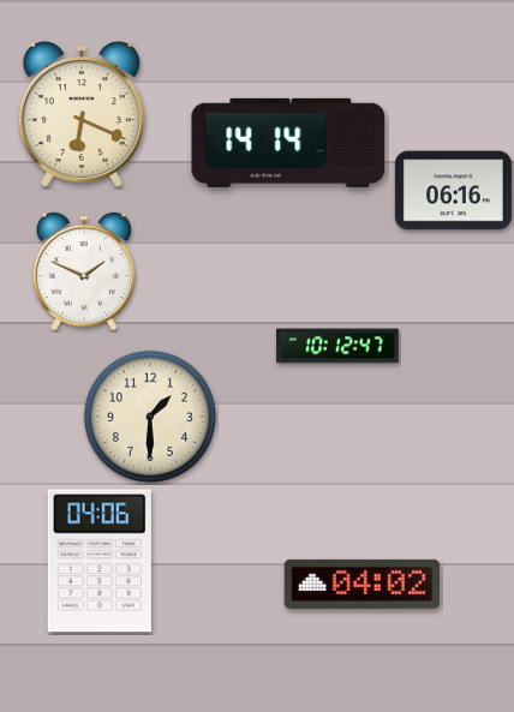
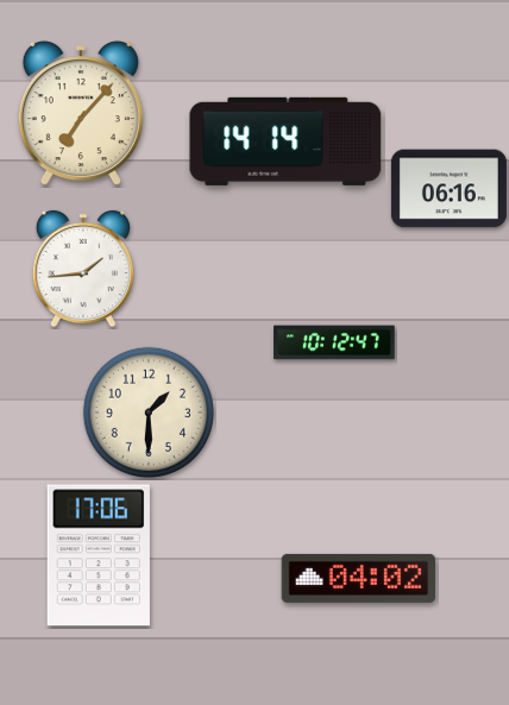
clock at (82, 115): 6:19 -> 7:07
clock at (84, 271): 1:49 -> 1:44
clock at (100, 561): 04:06 -> 17:06
